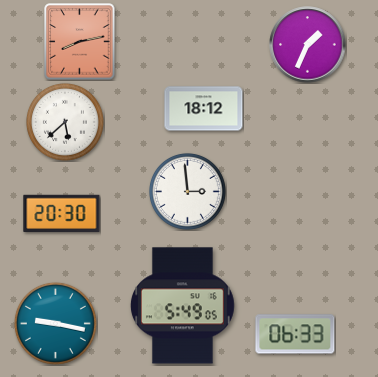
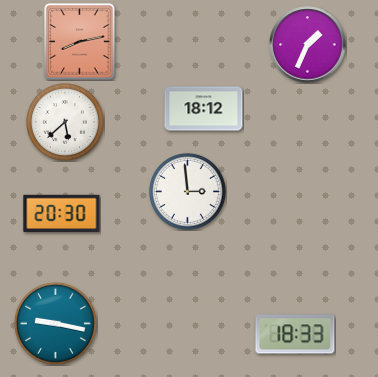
clock at (183, 306): 5:49 -> none
clock at (295, 334): 06:33 -> 18:33
